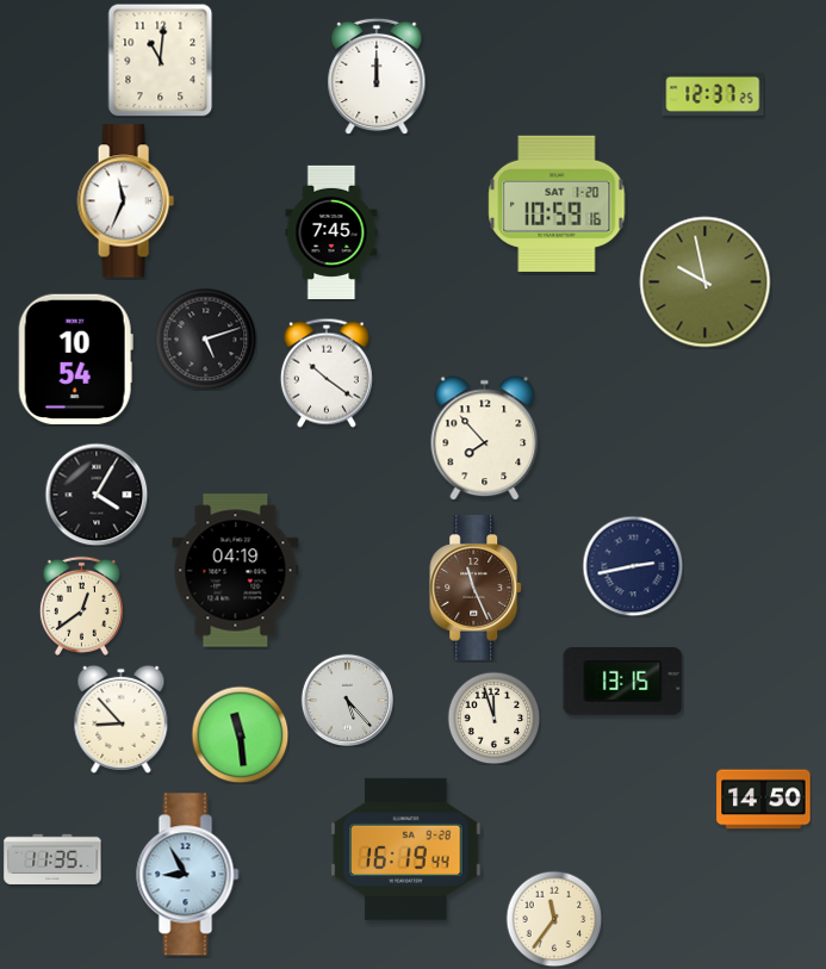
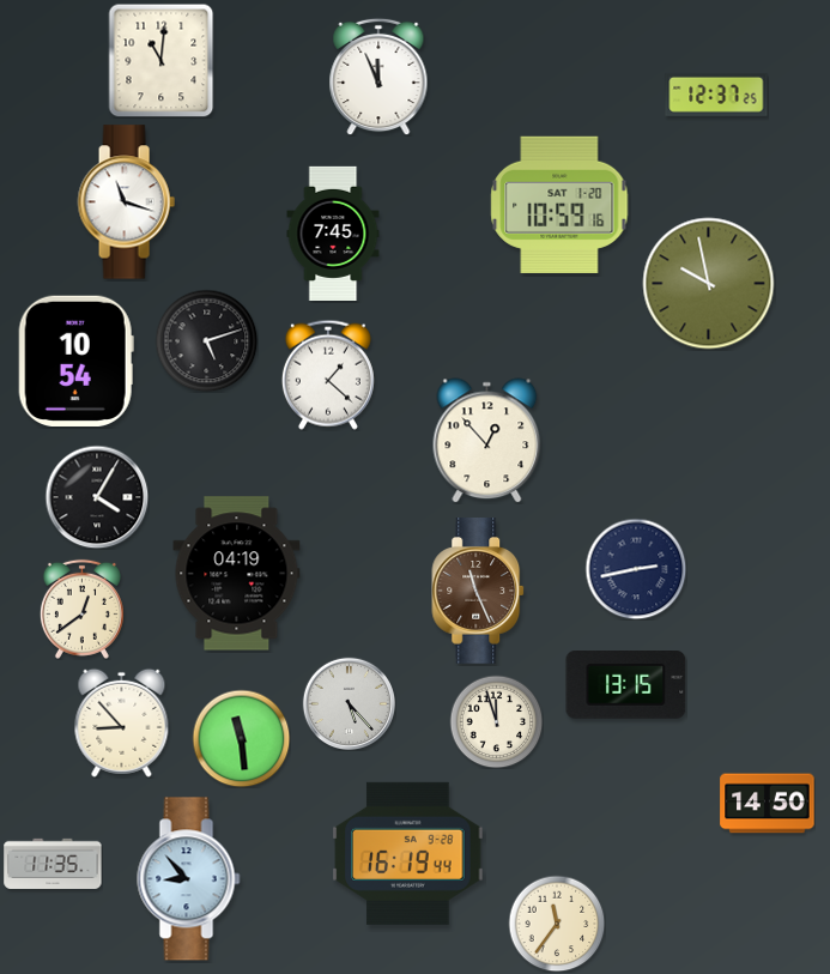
clock at (377, 76): 12:00 -> 11:56
clock at (125, 201): 11:34 -> 11:18
clock at (327, 373): 10:21 -> 1:22
clock at (485, 439): 7:53 -> 12:53
clock at (188, 875): 8:55 -> 8:53
